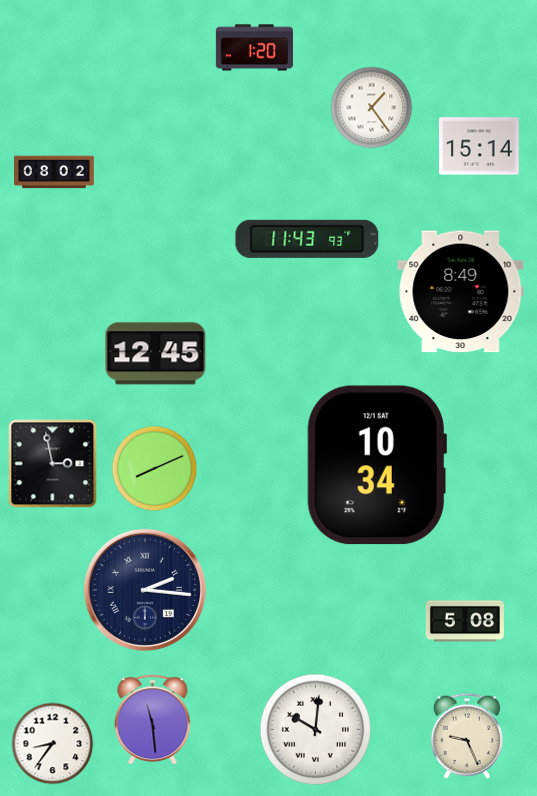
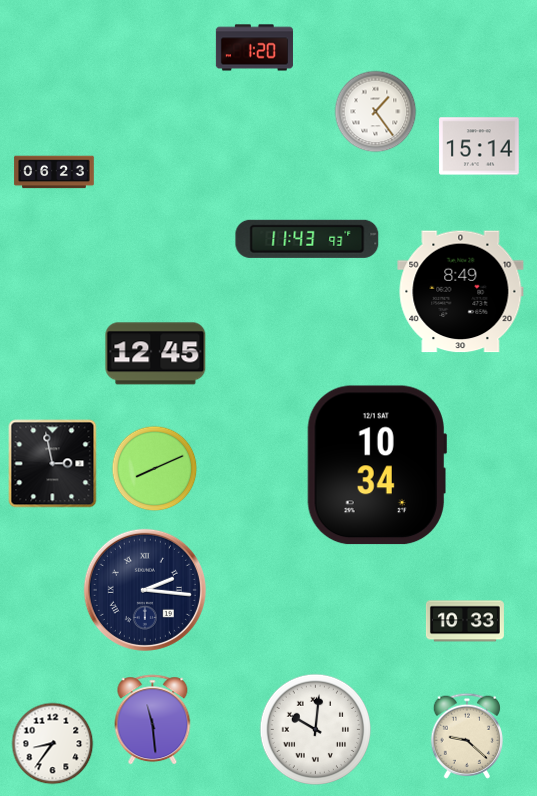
clock at (372, 108) position: (372, 108) -> (376, 112)
clock at (54, 172): 08:02 -> 06:23
clock at (465, 621): 5:08 -> 10:33
clock at (467, 736): 9:26 -> 9:22
